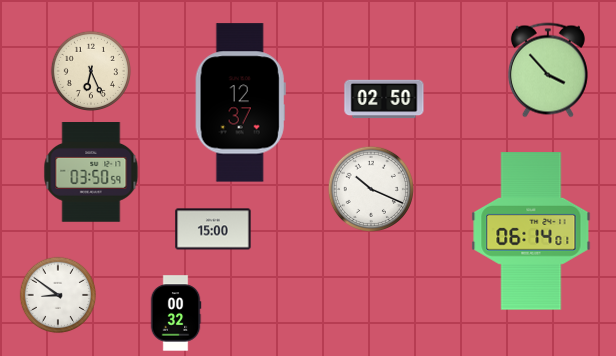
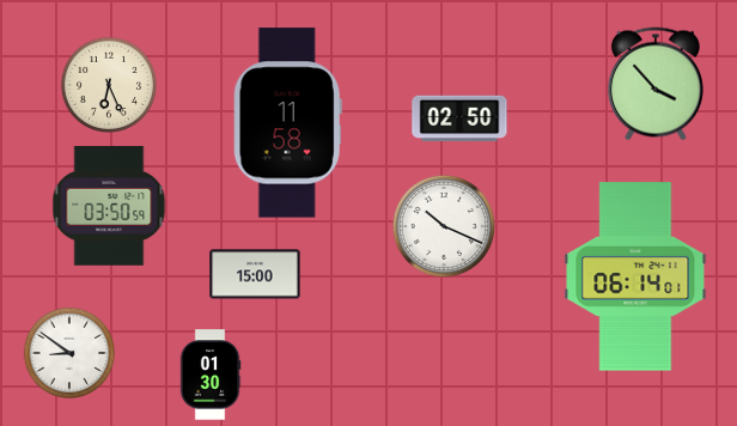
clock at (240, 103): 12:37 -> 11:58
clock at (176, 313): 00:32 -> 01:30
